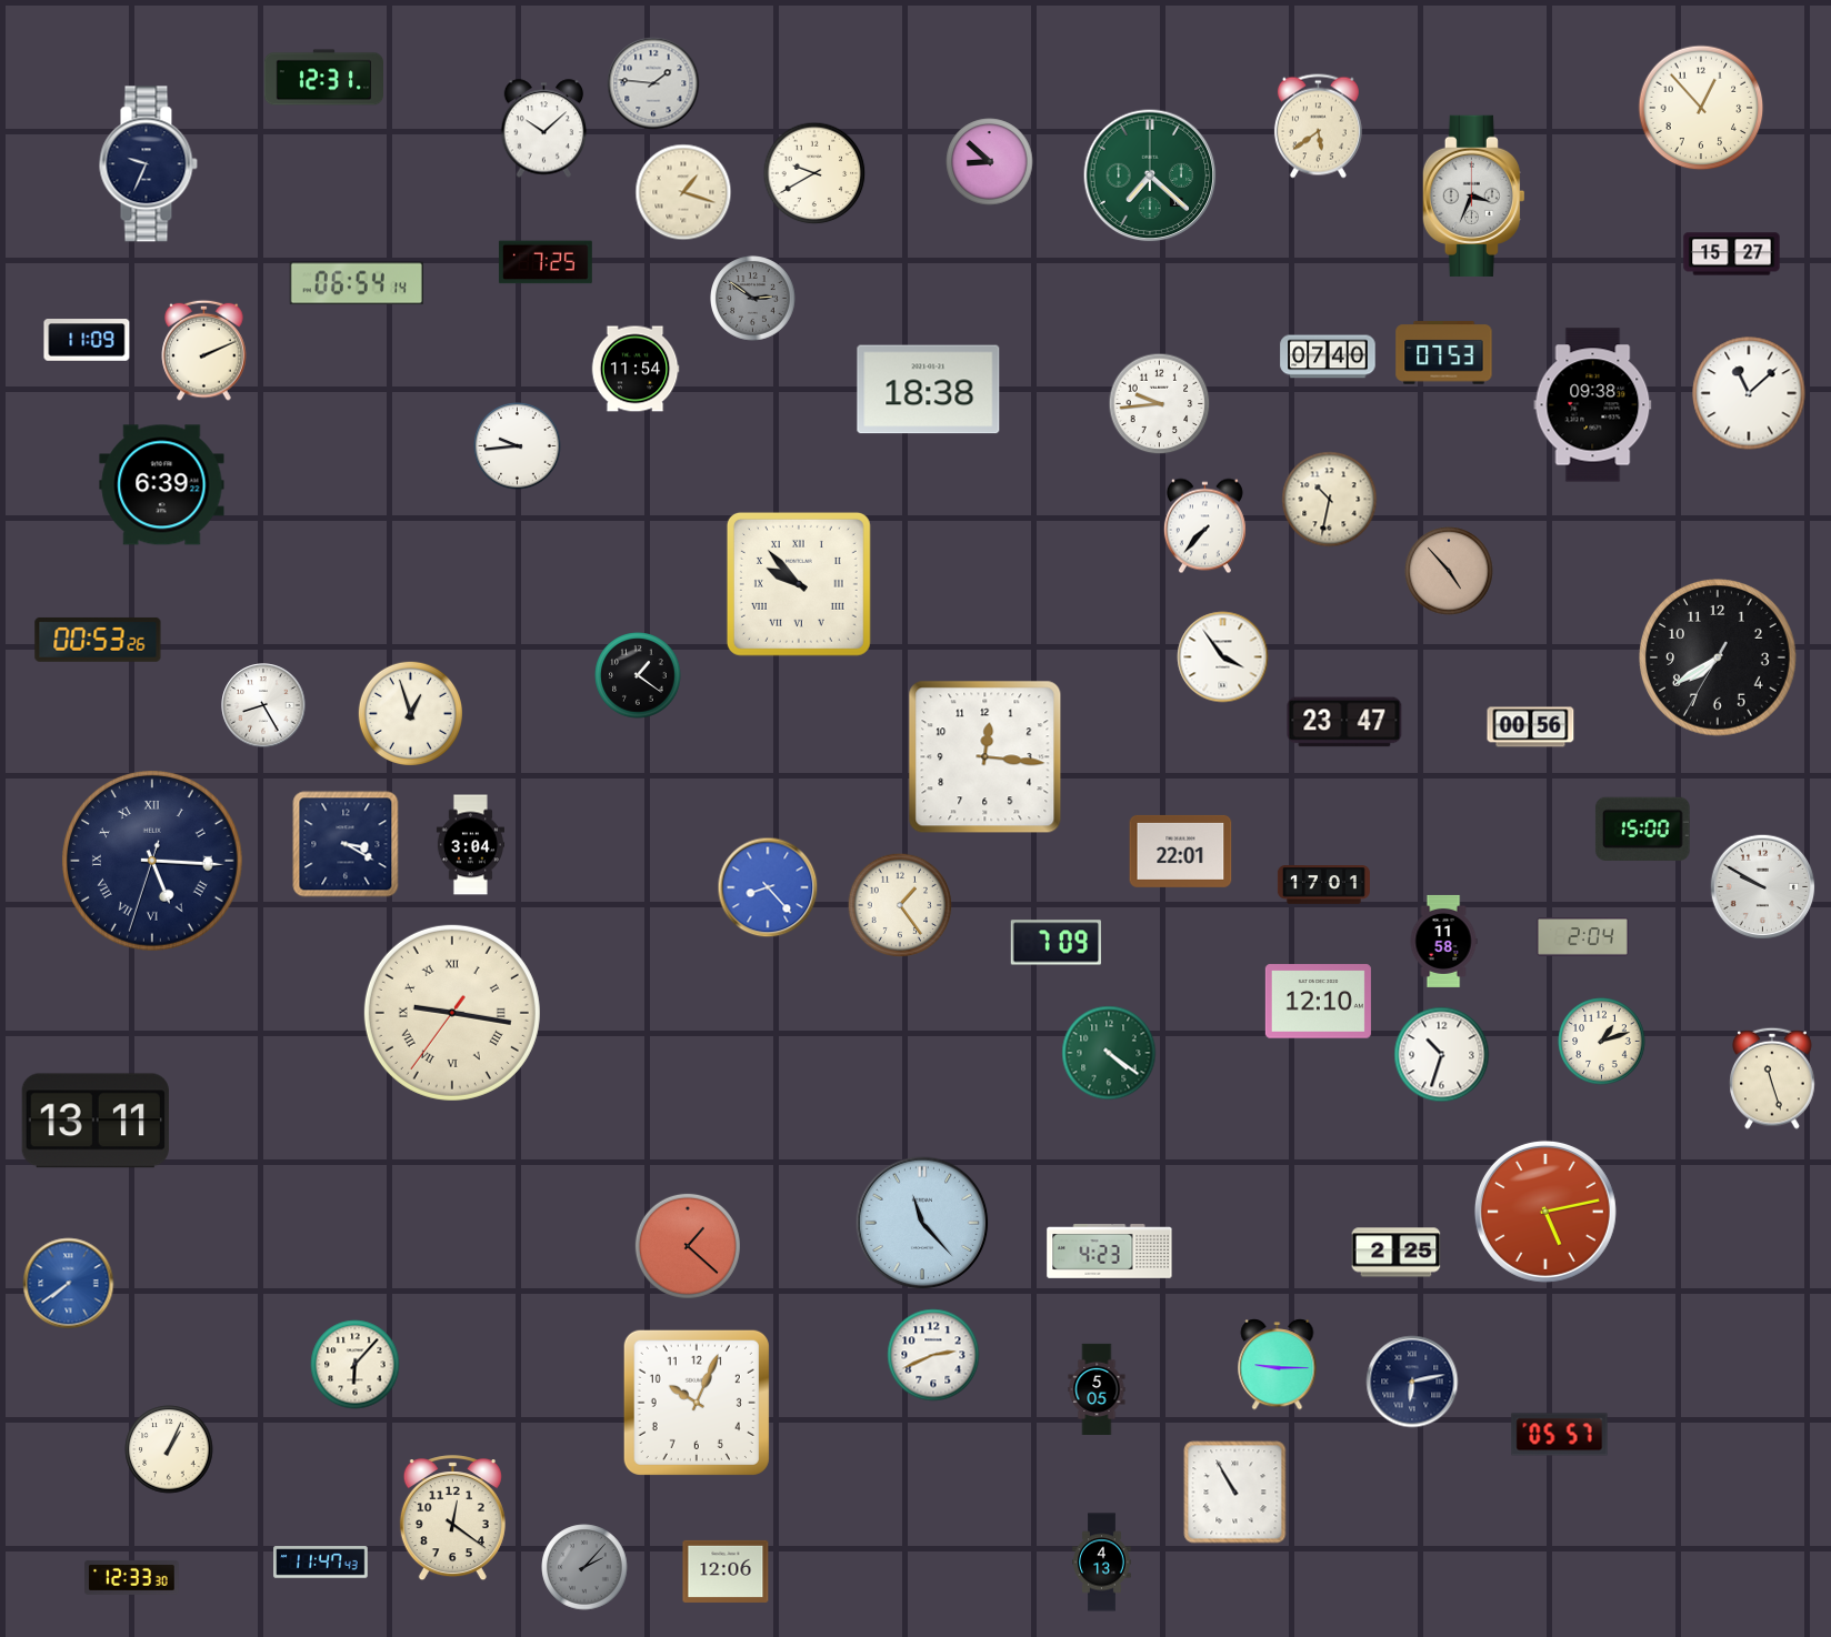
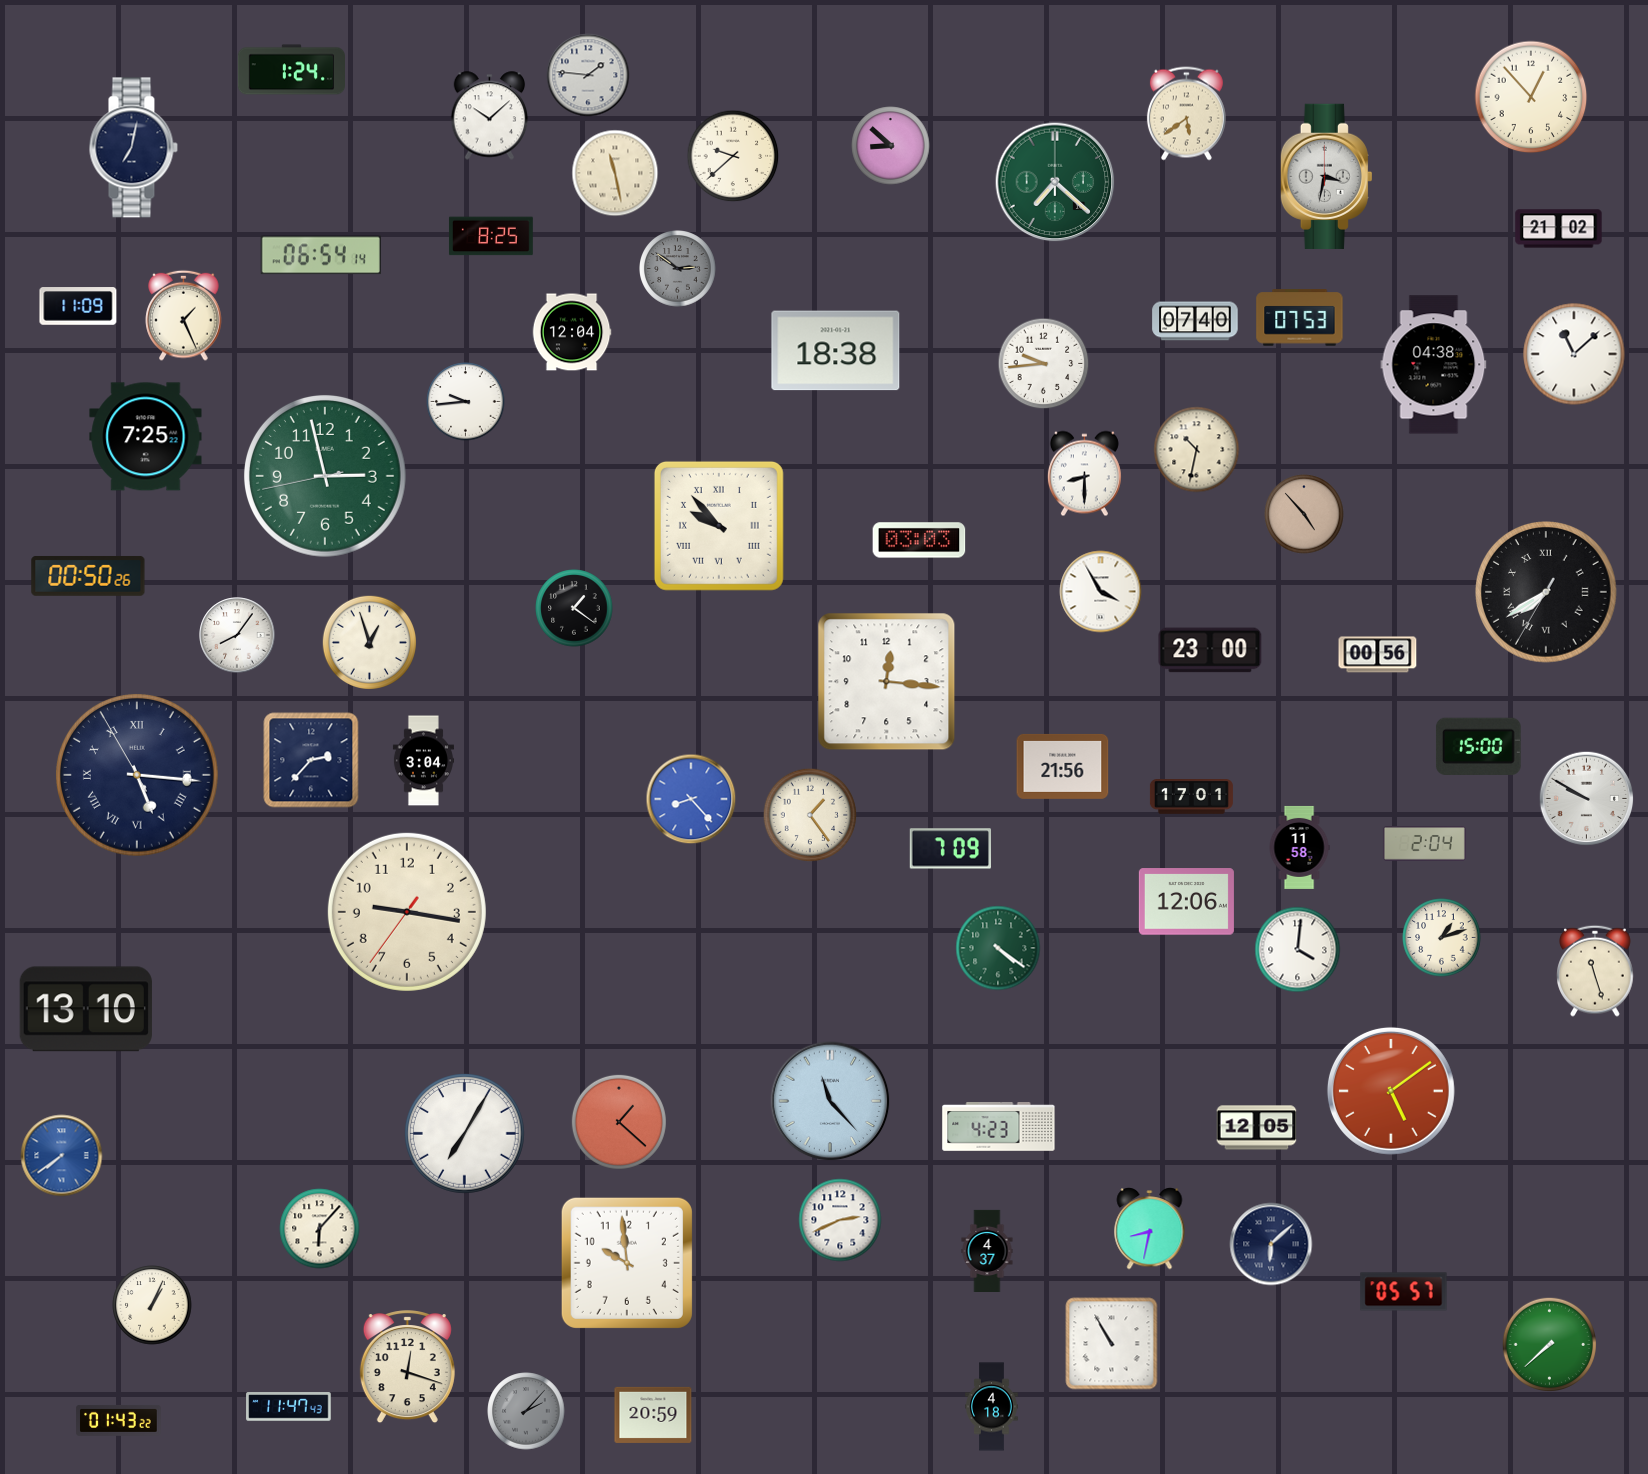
clock at (323, 78): 12:31 -> 1:24
clock at (148, 164): 9:34 -> 7:02
clock at (814, 173): 9:40 -> 9:38
clock at (1150, 175) position: (1150, 175) -> (1055, 182)
clock at (683, 192): 1:18 -> 11:28
clock at (1473, 195): 3:34 -> 3:32
clock at (1732, 254): 15:27 -> 21:02
clock at (546, 262): 7:25 -> 8:25
clock at (204, 350): 2:11 -> 1:26
clock at (636, 369): 11:54 -> 12:04
clock at (1593, 405): 09:38 -> 04:38
clock at (162, 485): 6:39 -> 7:25
clock at (1204, 526): 7:37 -> 8:30
clock at (325, 476): none -> 2:57
clock at (919, 540): none -> 03:03
clock at (98, 640): 00:53 -> 00:50
clock at (1223, 657): 3:54 -> 3:55
clock at (1719, 659) numerals: Arabic -> Roman
clock at (263, 705): 8:25 -> 8:06
clock at (1344, 722): 23:47 -> 23:00
clock at (346, 844): 3:20 -> 2:37
clock at (1181, 851): 22:01 -> 21:56
clock at (152, 861): 5:15:33 -> 5:15:55
clock at (1318, 1002): 12:10 -> 12:06
clock at (452, 1013) numerals: Roman -> Arabic
clock at (1442, 1055): 10:33 -> 4:01
clock at (96, 1121): 13:11 -> 13:10
clock at (1545, 1212): 5:13 -> 5:09
clock at (1397, 1253): 2:25 -> 12:05
clock at (465, 1134): none -> 7:05
clock at (1278, 1365): 9:15 -> 8:32
clock at (1412, 1382): 6:13 -> 6:08
clock at (1097, 1388): 5:05 -> 4:37
clock at (697, 1403): 10:04 -> 9:59
clock at (1549, 1344): none -> 7:38
clock at (452, 1518): 12:21 -> 12:18
clock at (1102, 1563): 4:13 -> 4:18
clock at (726, 1571): 12:06 -> 20:59
clock at (132, 1578): 12:33 -> 01:43
